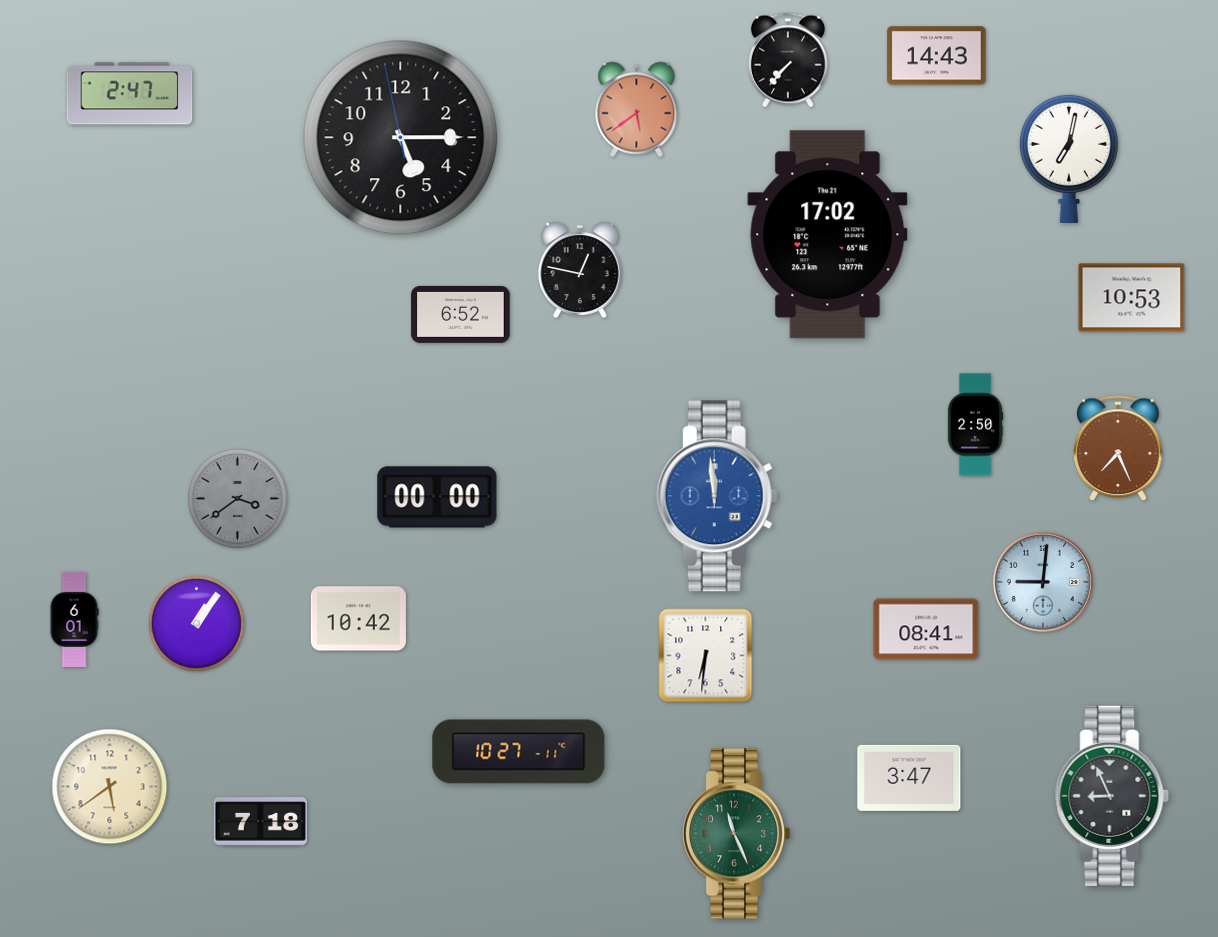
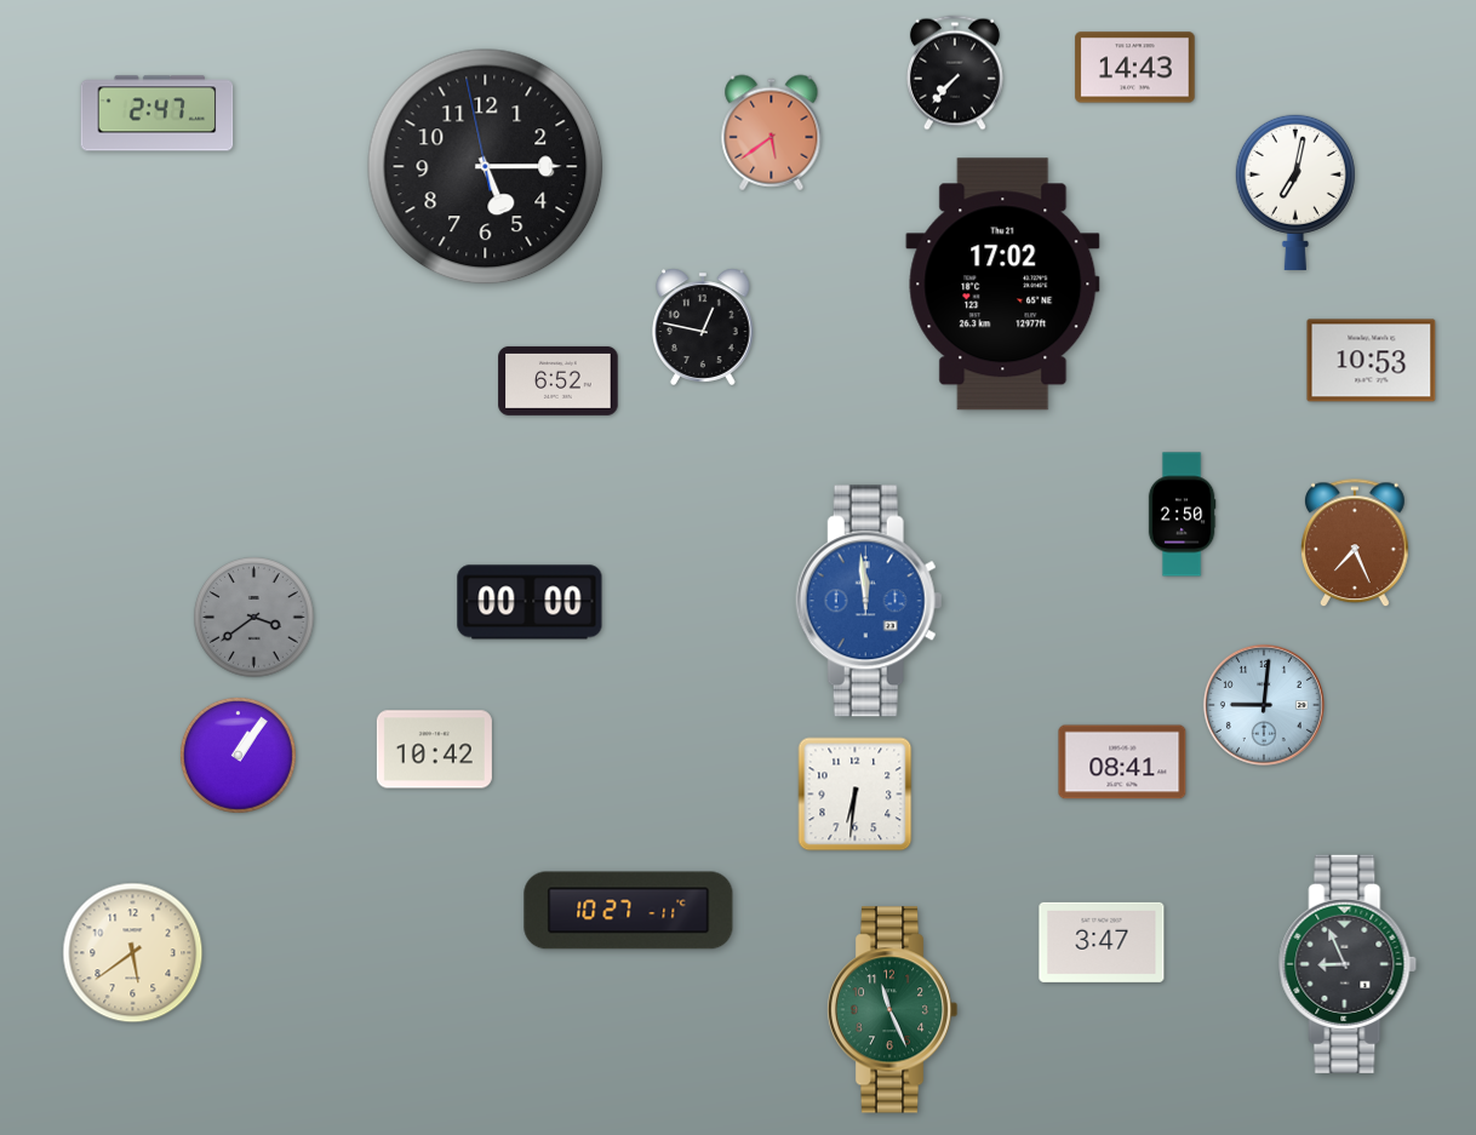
clock at (238, 499) position: (238, 499) -> (254, 618)
clock at (74, 619): 6:01 -> none
clock at (260, 822): 7:18 -> none
